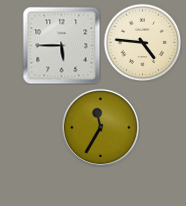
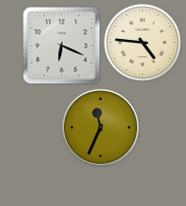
clock at (61, 45): 5:45 -> 6:19
clock at (100, 127): 11:35 -> 11:34
